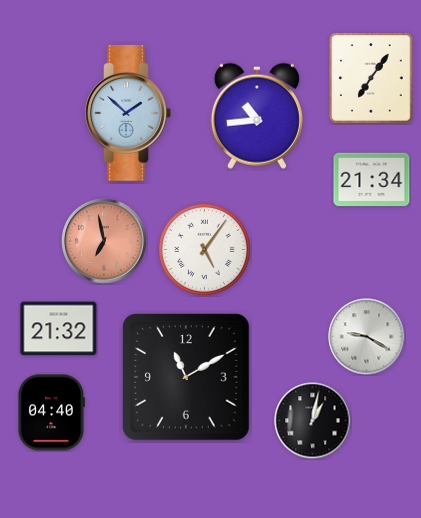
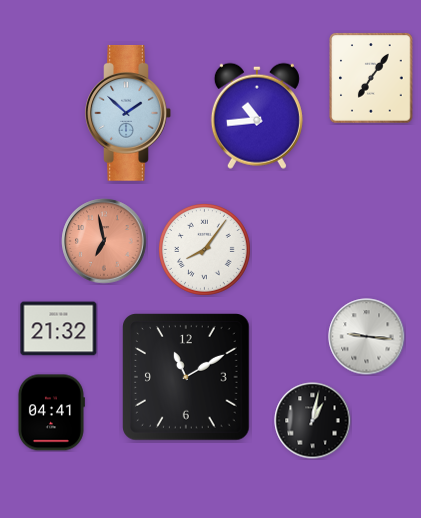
clock at (372, 180): 21:34 -> none
clock at (205, 250): 5:06 -> 8:06
clock at (367, 337): 9:20 -> 9:16
clock at (51, 413): 04:40 -> 04:41
